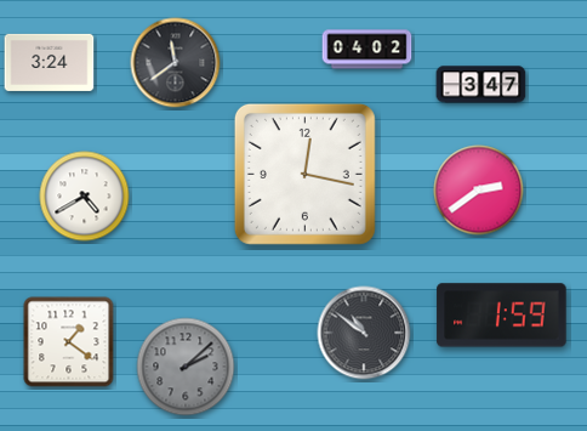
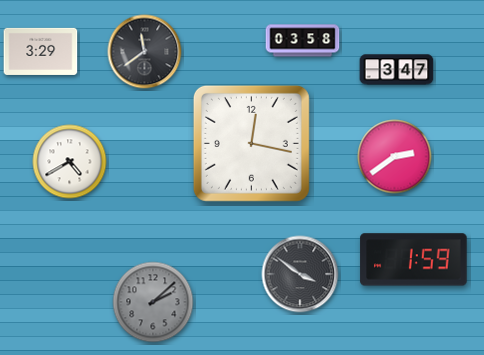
clock at (367, 50): 04:02 -> 03:58
clock at (50, 62): 3:24 -> 3:29
clock at (364, 333): 10:51 -> 3:51
clock at (69, 342): 1:21 -> none
